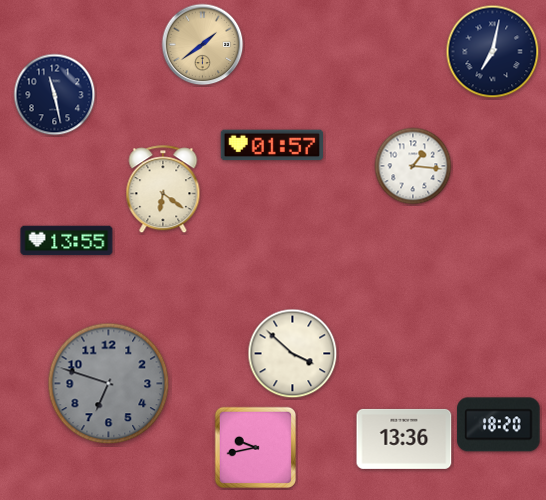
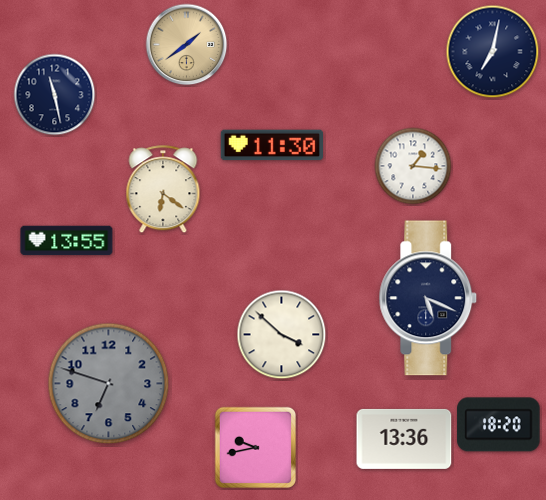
clock at (203, 45) position: (203, 45) -> (187, 45)
clock at (271, 145): 01:57 -> 11:30
clock at (428, 298): none -> 5:19
clock at (293, 354) position: (293, 354) -> (282, 335)
